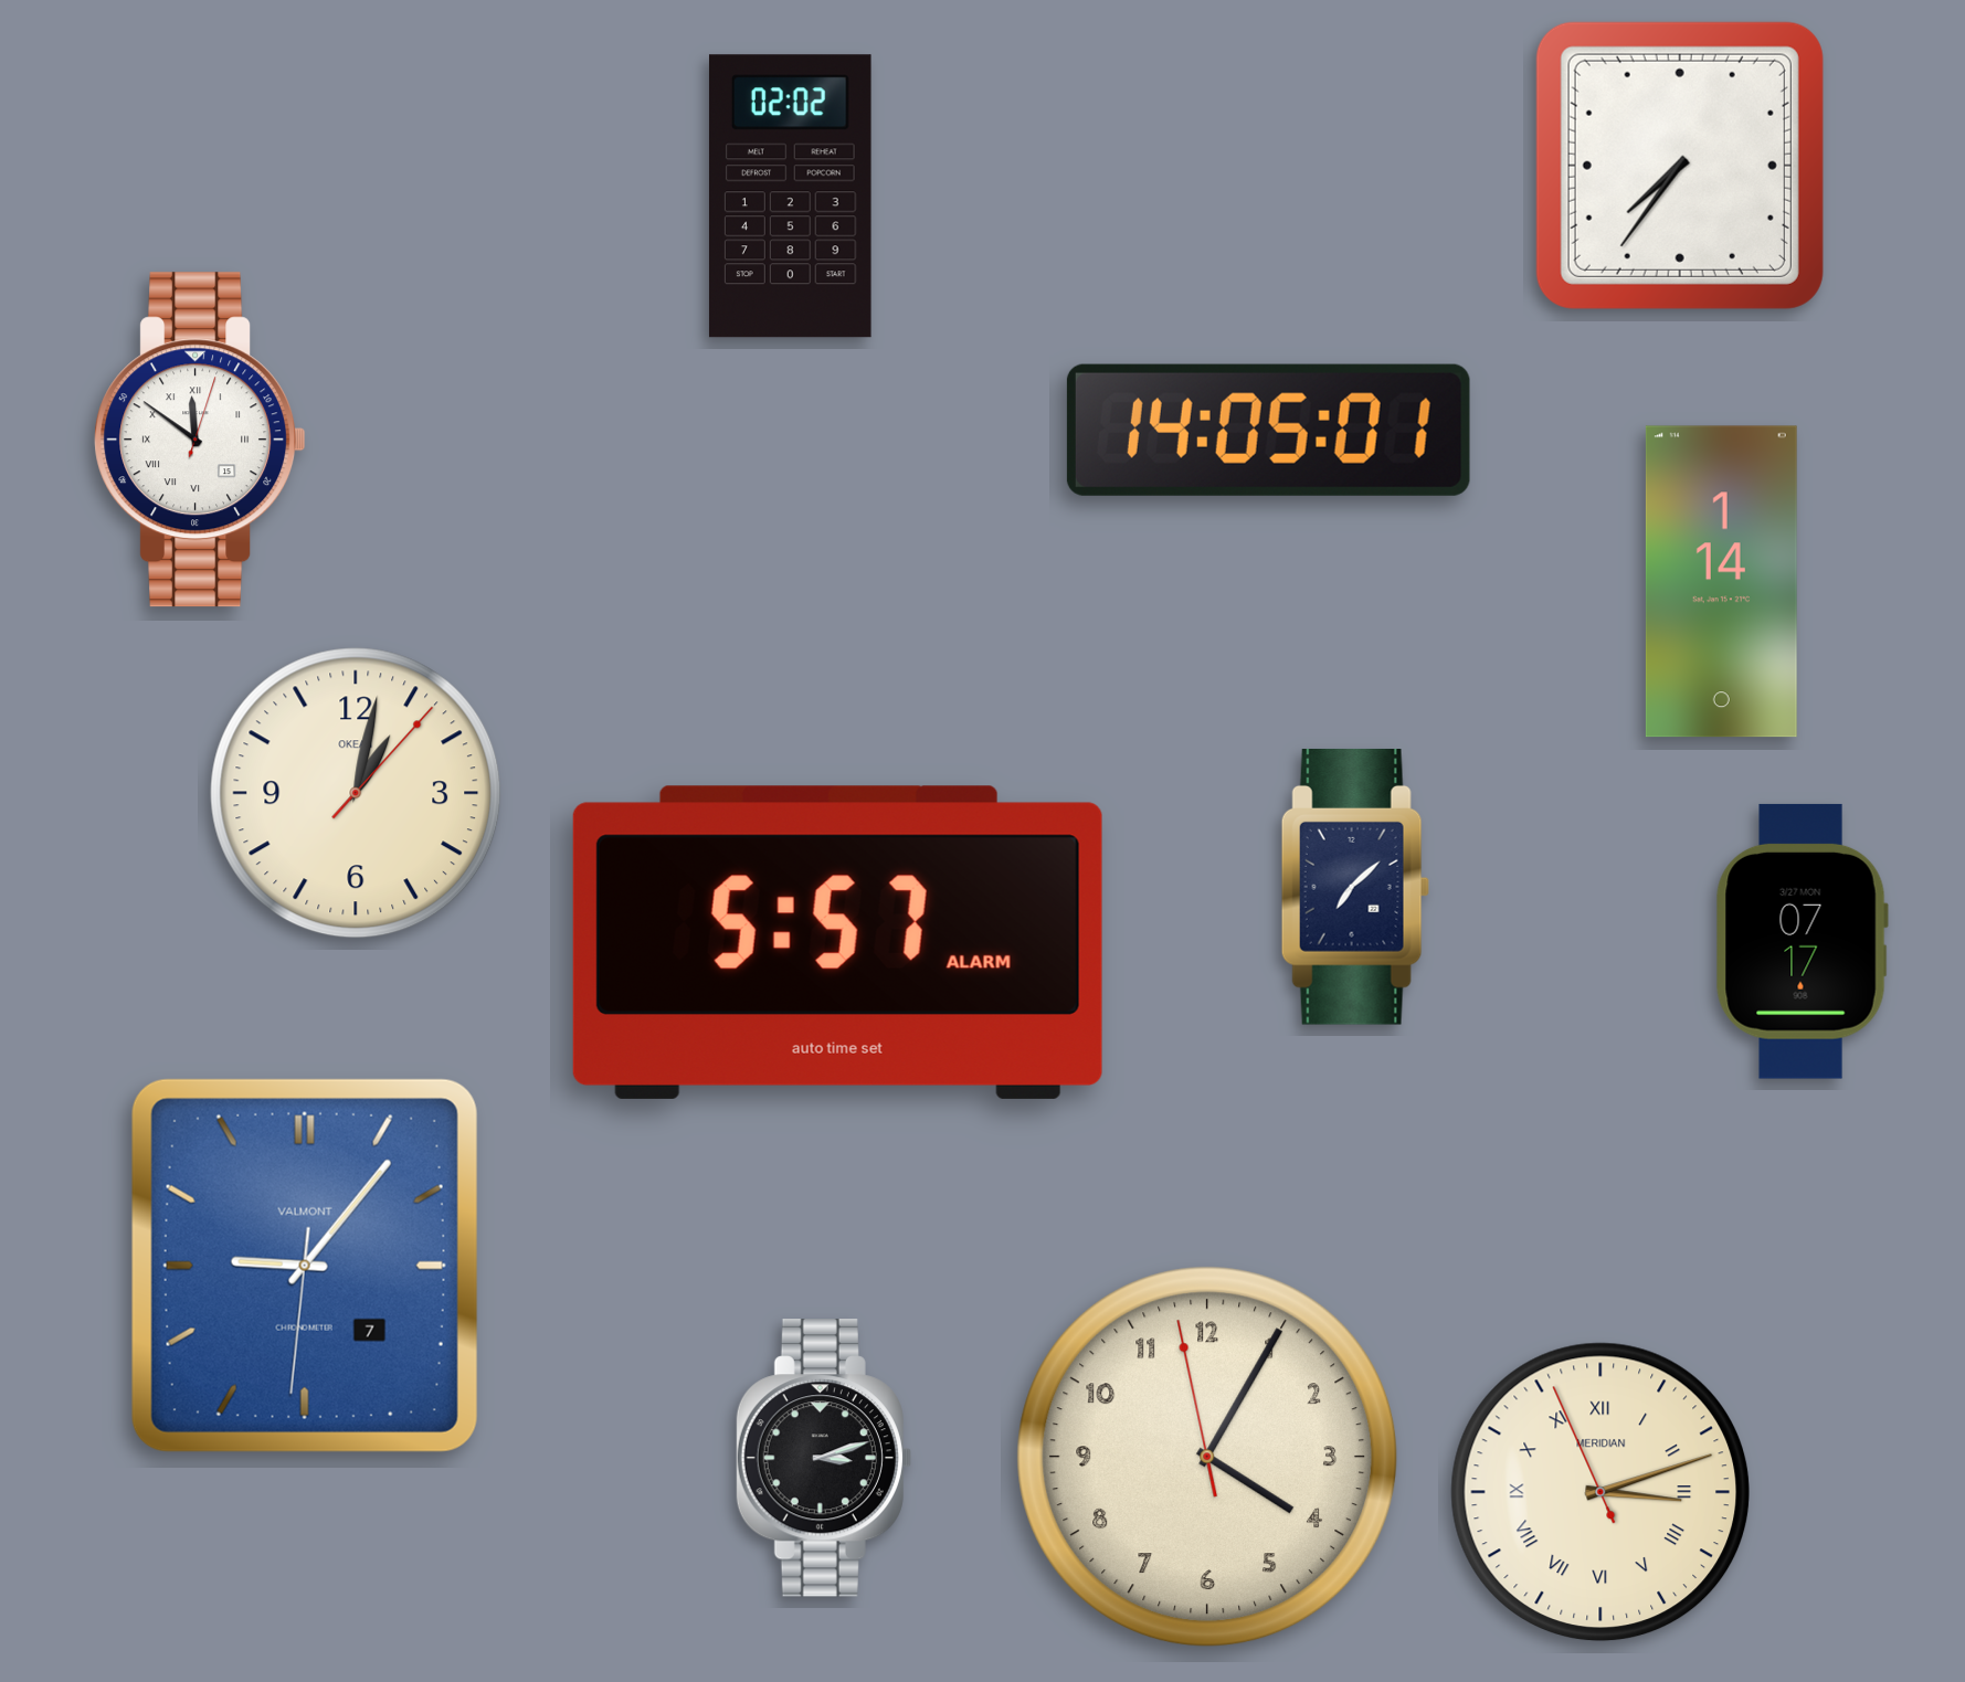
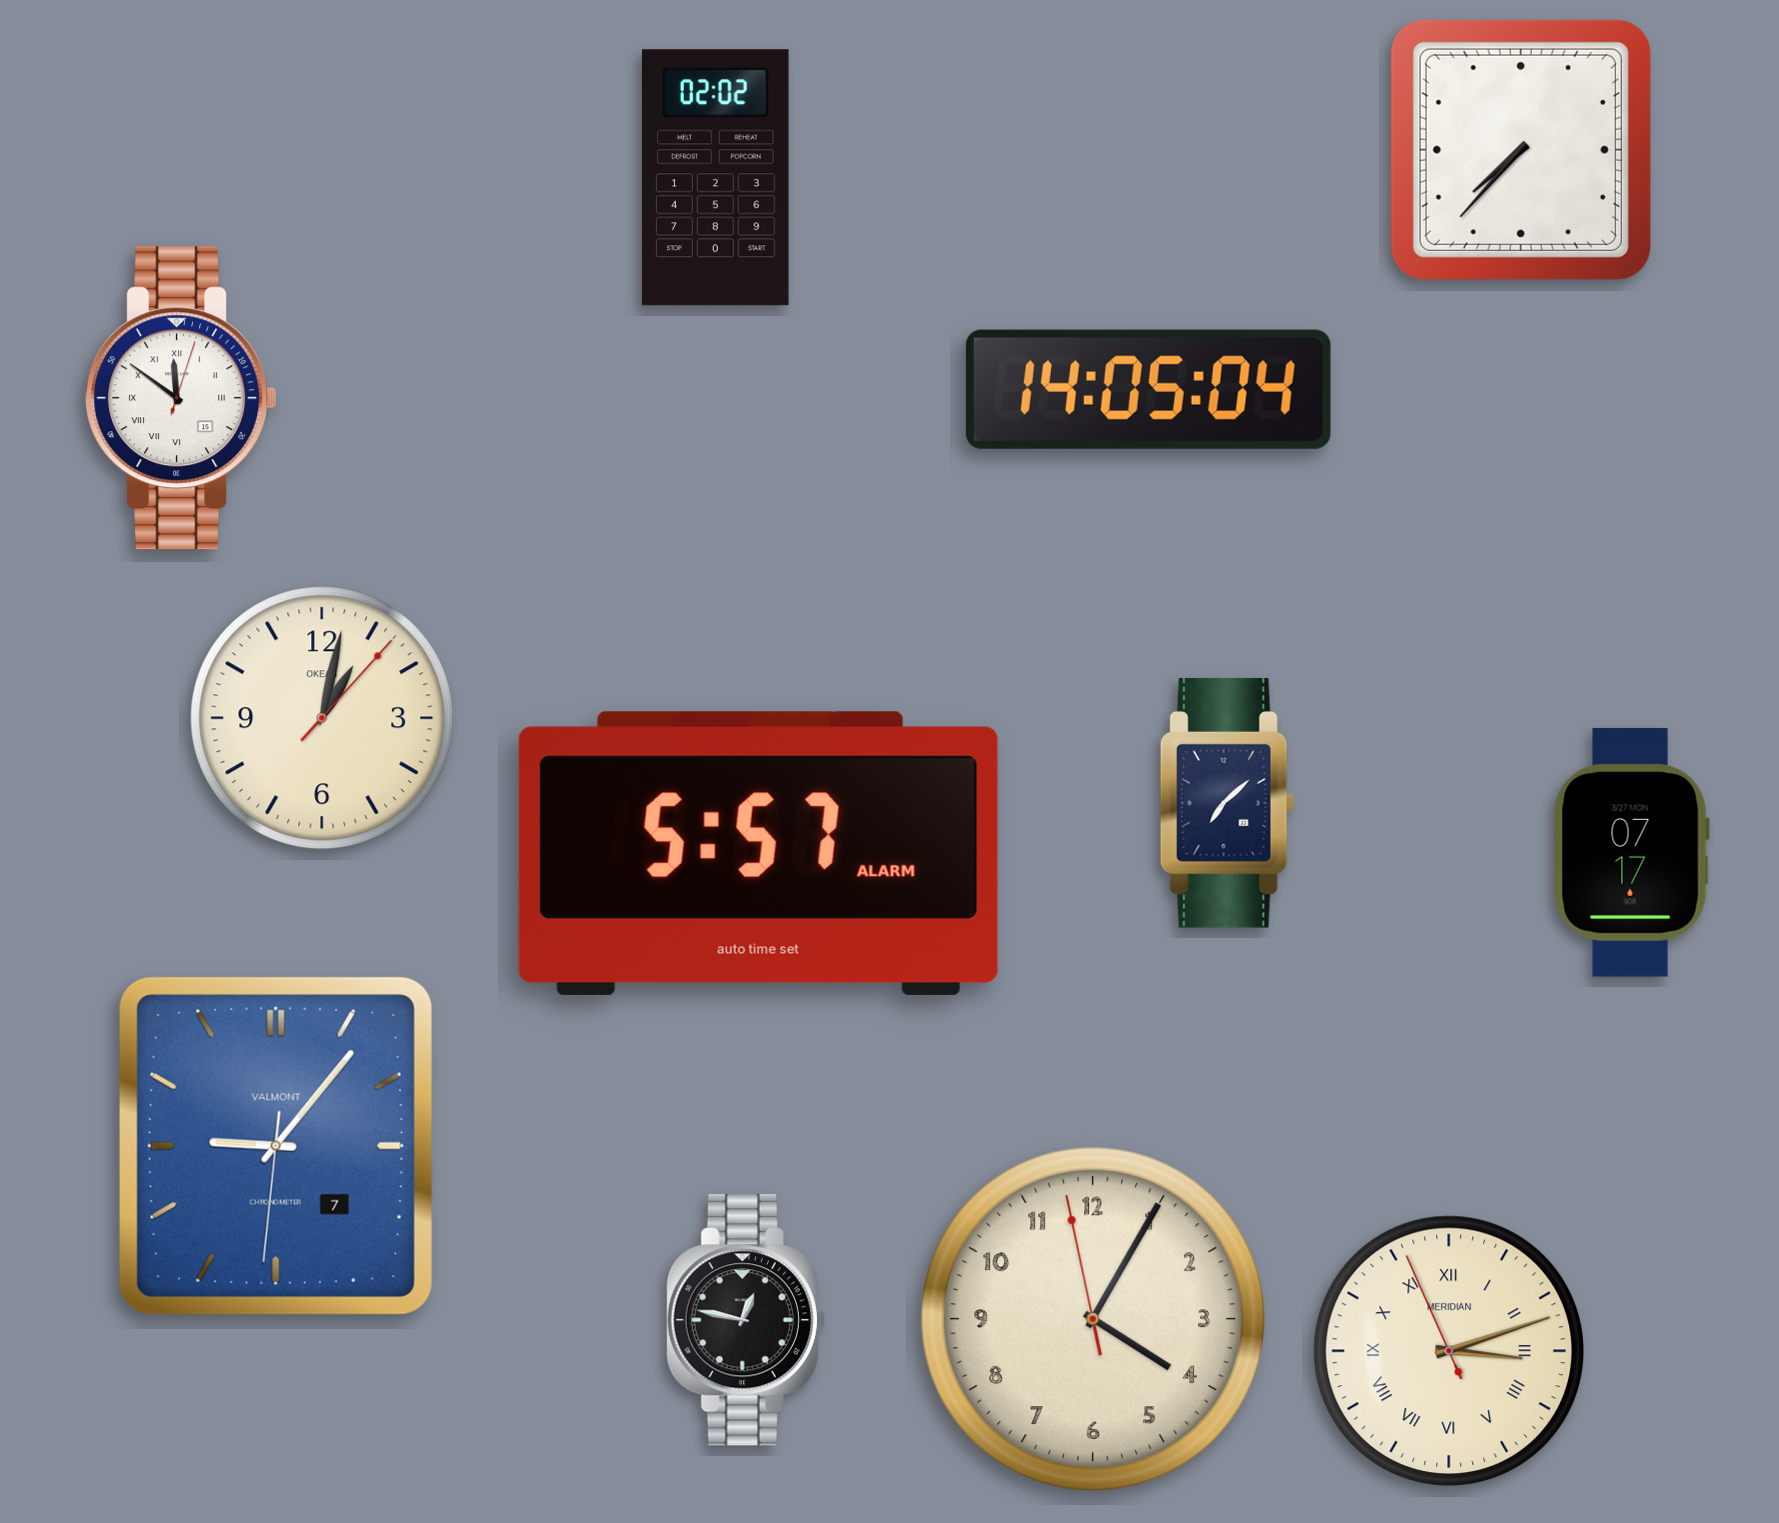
clock at (1680, 166): 7:36 -> 7:37
clock at (1268, 430): 14:05:01 -> 14:05:04
clock at (1721, 582): 1:14 -> none
clock at (824, 1458): 3:12 -> 12:47
